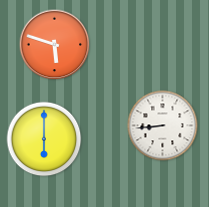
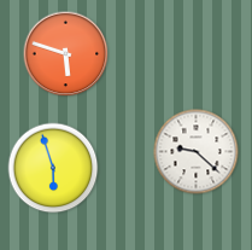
clock at (163, 126): 8:44 -> 9:22
clock at (44, 139): 6:00 -> 5:57
